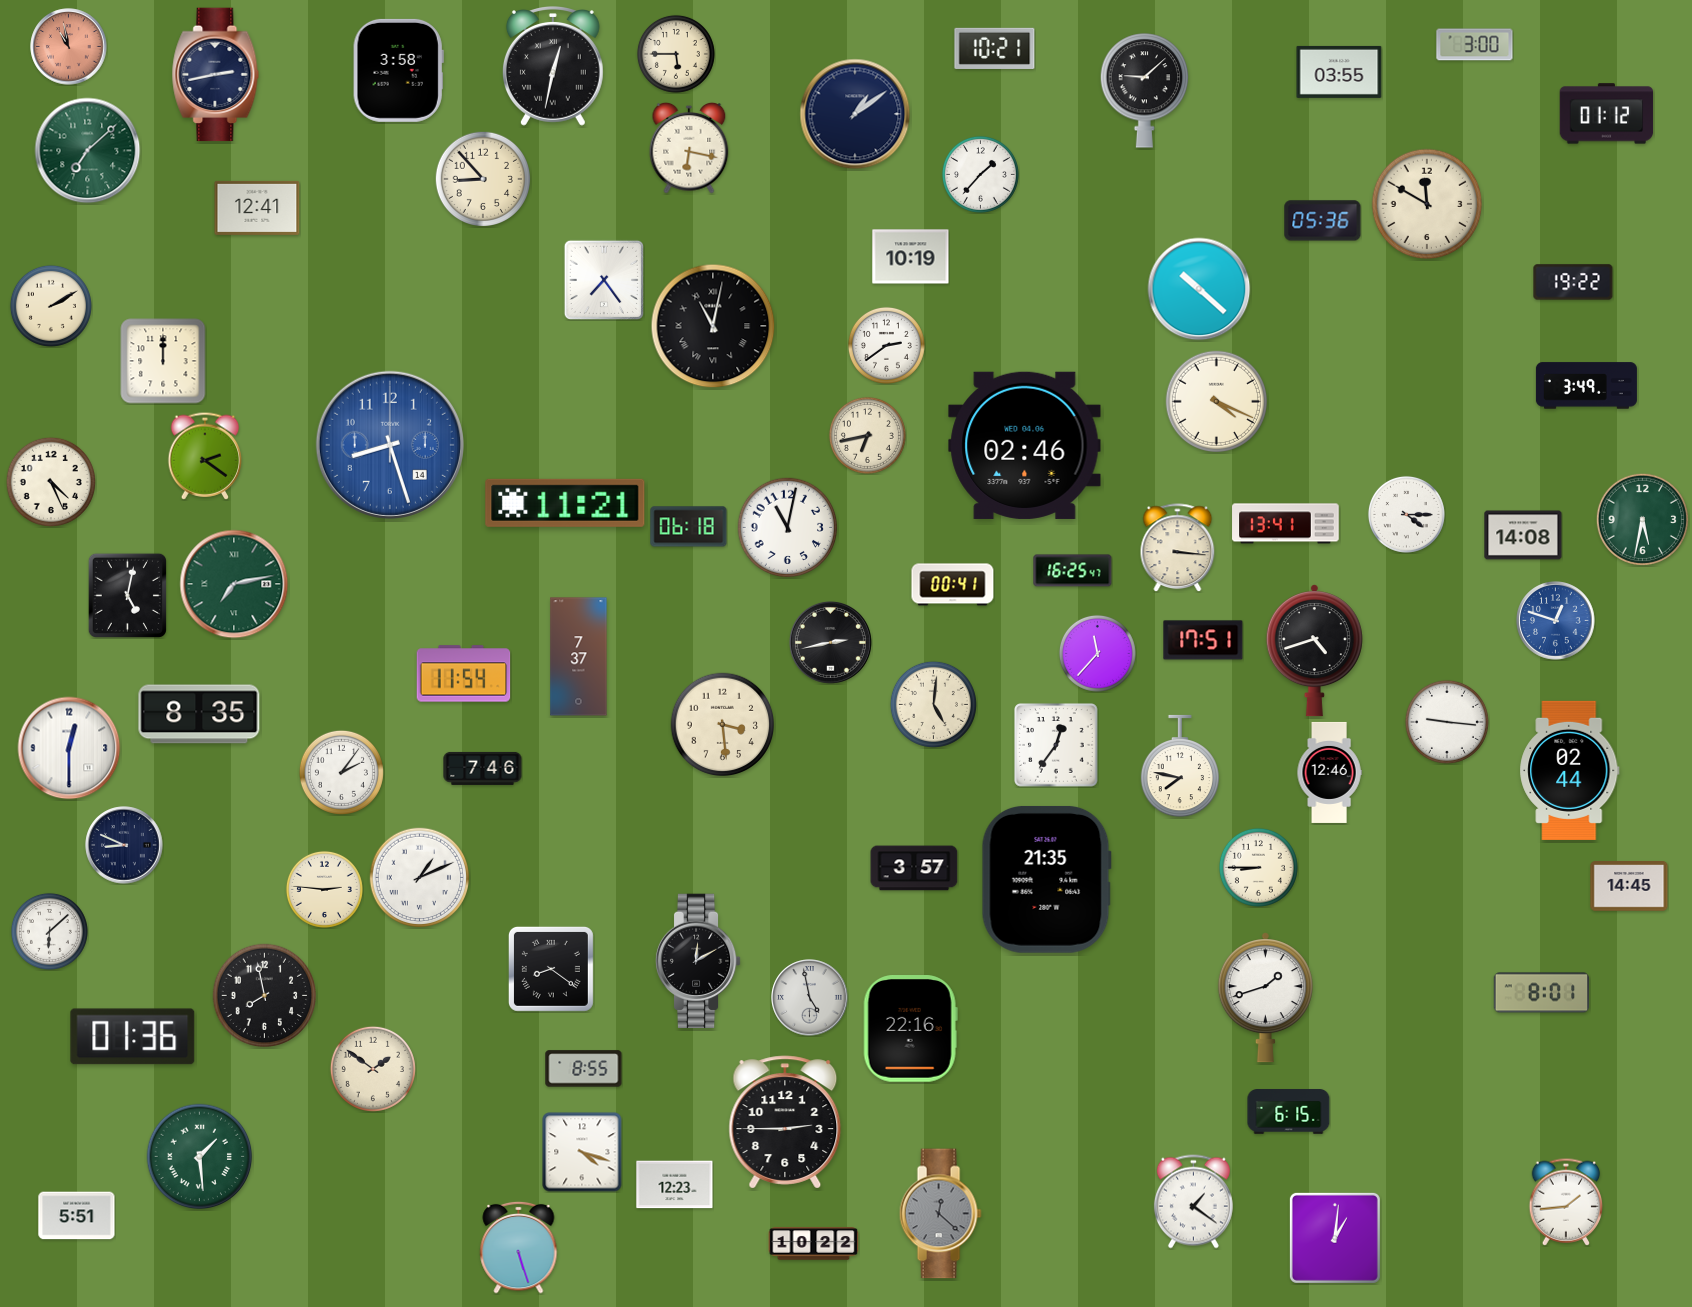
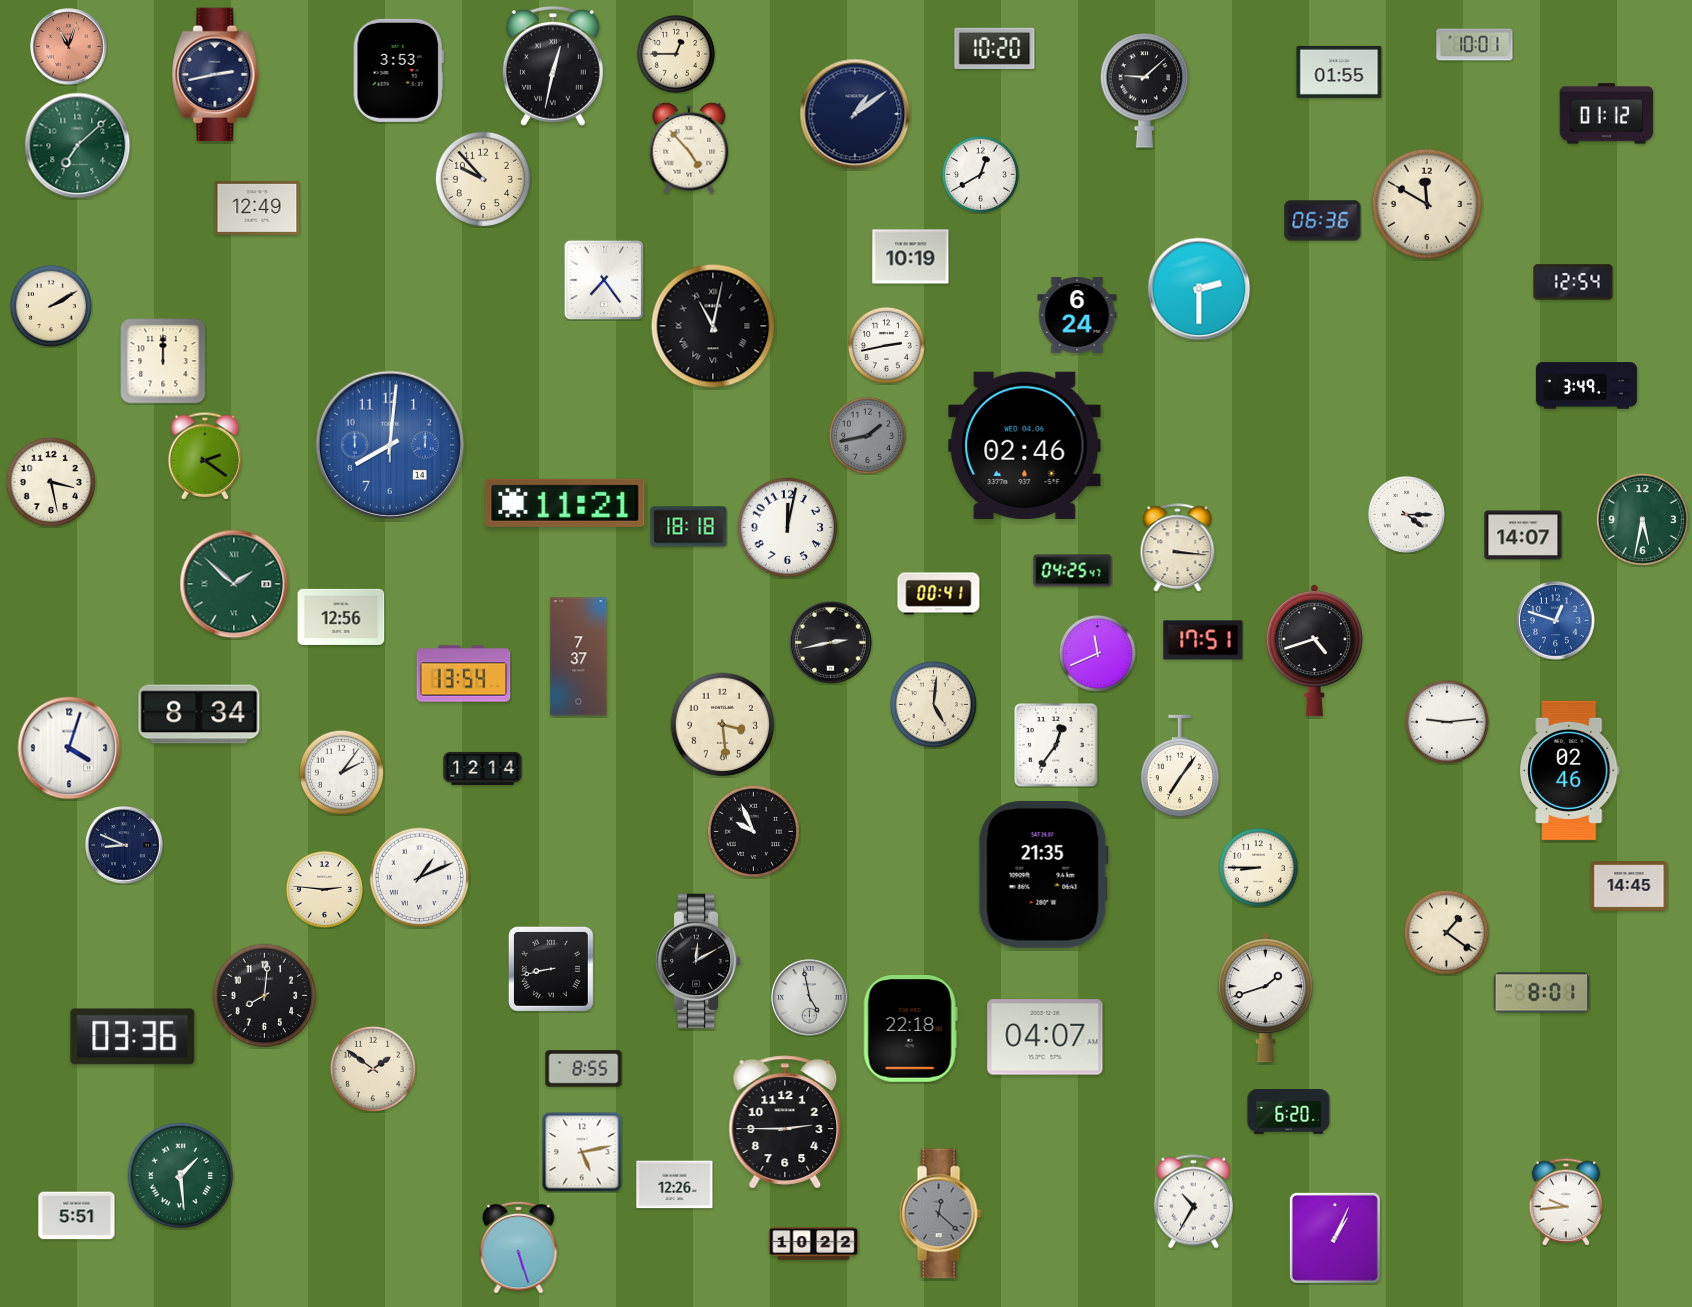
clock at (1475, 45): 3:00 -> 10:01
clock at (69, 47): 10:58 -> 11:03
clock at (995, 48): 10:21 -> 10:20
clock at (676, 54): 5:45 -> 12:45
clock at (398, 70): 3:58 -> 3:53
clock at (1339, 72): 03:55 -> 01:55
clock at (689, 148): 6:17 -> 4:53
clock at (88, 151) position: (88, 151) -> (78, 146)
clock at (980, 174): 1:37 -> 12:40
clock at (482, 178): 8:53 -> 9:53
clock at (257, 208): 12:41 -> 12:49
clock at (1323, 221): 05:36 -> 06:36
clock at (1573, 282): 19:22 -> 12:54
clock at (1199, 289): 10:22 -> 2:30
clock at (1077, 315): none -> 6:24
clock at (886, 345): 2:39 -> 2:43
clock at (1217, 402): 4:19 -> none
clock at (867, 435): 6:43 -> 1:43
clock at (867, 435) dial: cream -> grey
clock at (390, 445): 8:27 -> 8:01
clock at (51, 482): 4:26 -> 3:28
clock at (1286, 524): 13:41 -> none
clock at (689, 527): 06:18 -> 18:18
clock at (788, 528): 11:02 -> 12:02
clock at (1523, 535): 14:08 -> 14:07
clock at (1073, 571): 16:25 -> 04:25
clock at (234, 584): 7:13 -> 1:52
clock at (953, 585) position: (953, 585) -> (939, 594)
clock at (127, 595): 5:02 -> none
clock at (341, 617): none -> 12:56
clock at (1097, 653): 11:37 -> 11:41
clock at (464, 674): 11:54 -> 13:54
clock at (199, 714): 8:35 -> 8:34
clock at (1447, 722): 9:16 -> 9:14
clock at (69, 748): 12:30 -> 4:03
clock at (1179, 766): 7:47 -> 7:06
clock at (483, 768): 7:46 -> 12:14
clock at (1570, 770): 02:44 -> 02:46
clock at (1329, 772): 12:46 -> none
clock at (753, 831): none -> 9:56
clock at (914, 868): 3:57 -> none
clock at (1046, 879) position: (1046, 879) -> (1043, 874)
clock at (49, 931): 6:08 -> none
clock at (1446, 932): none -> 1:21
clock at (551, 969): 8:21 -> 8:43
clock at (265, 996): 7:58 -> 8:01
clock at (910, 1029): 22:16 -> 22:18
clock at (133, 1037): 01:36 -> 03:36
clock at (1045, 1037): none -> 04:07
clock at (1289, 1112): 6:15 -> 6:20
clock at (582, 1152): 4:18 -> 5:13
clock at (200, 1157) position: (200, 1157) -> (181, 1176)
clock at (675, 1185): 12:23 -> 12:26
clock at (1193, 1202): 1:21 -> 10:35
clock at (1566, 1202): 1:44 -> 9:44
clock at (1335, 1238): 1:01 -> 1:04
